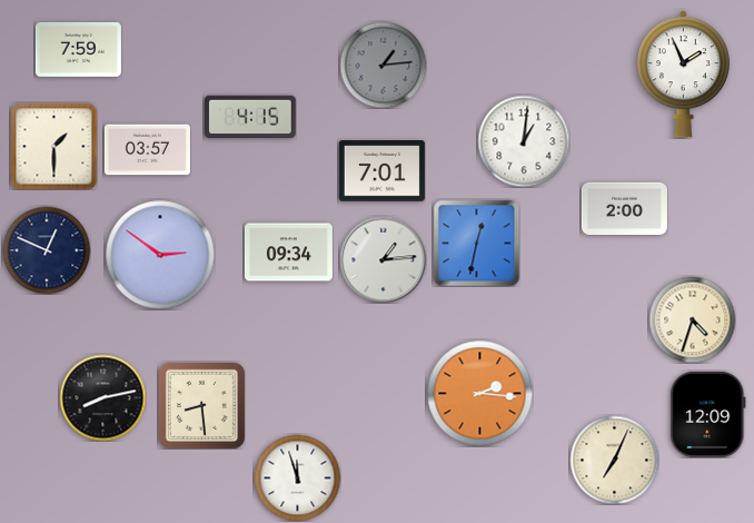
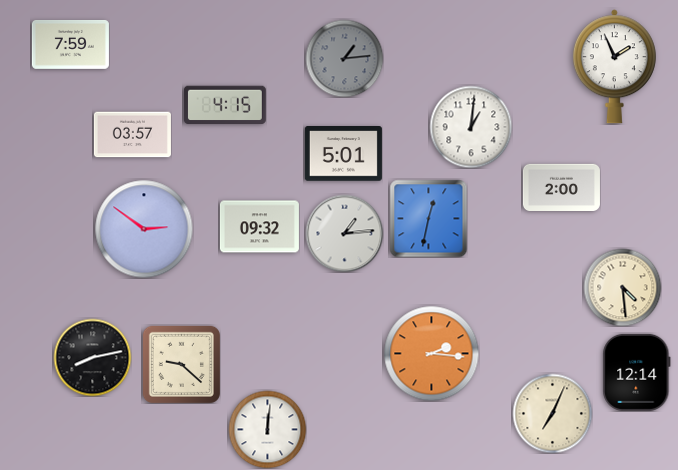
clock at (53, 146): 1:30 -> none
clock at (381, 171): 7:01 -> 5:01
clock at (47, 250): 12:49 -> none
clock at (288, 253): 09:34 -> 09:32
clock at (692, 319): 4:33 -> 4:29
clock at (201, 405): 8:29 -> 9:22
clock at (708, 414): 12:09 -> 12:14
clock at (297, 477): 11:57 -> 12:01
